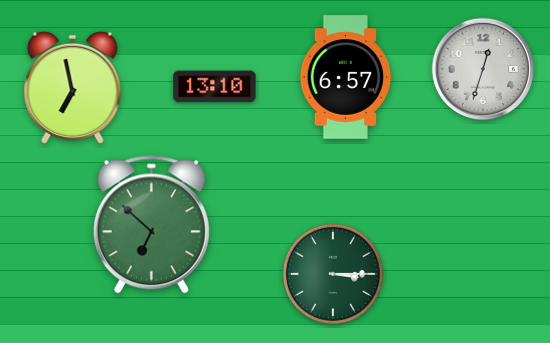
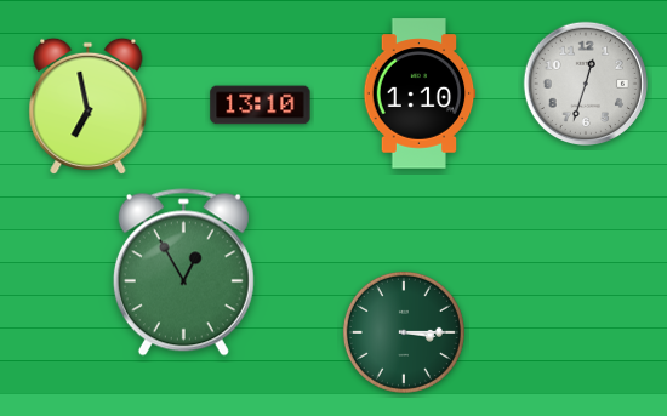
clock at (346, 77): 6:57 -> 1:10
clock at (151, 225): 6:52 -> 12:55
